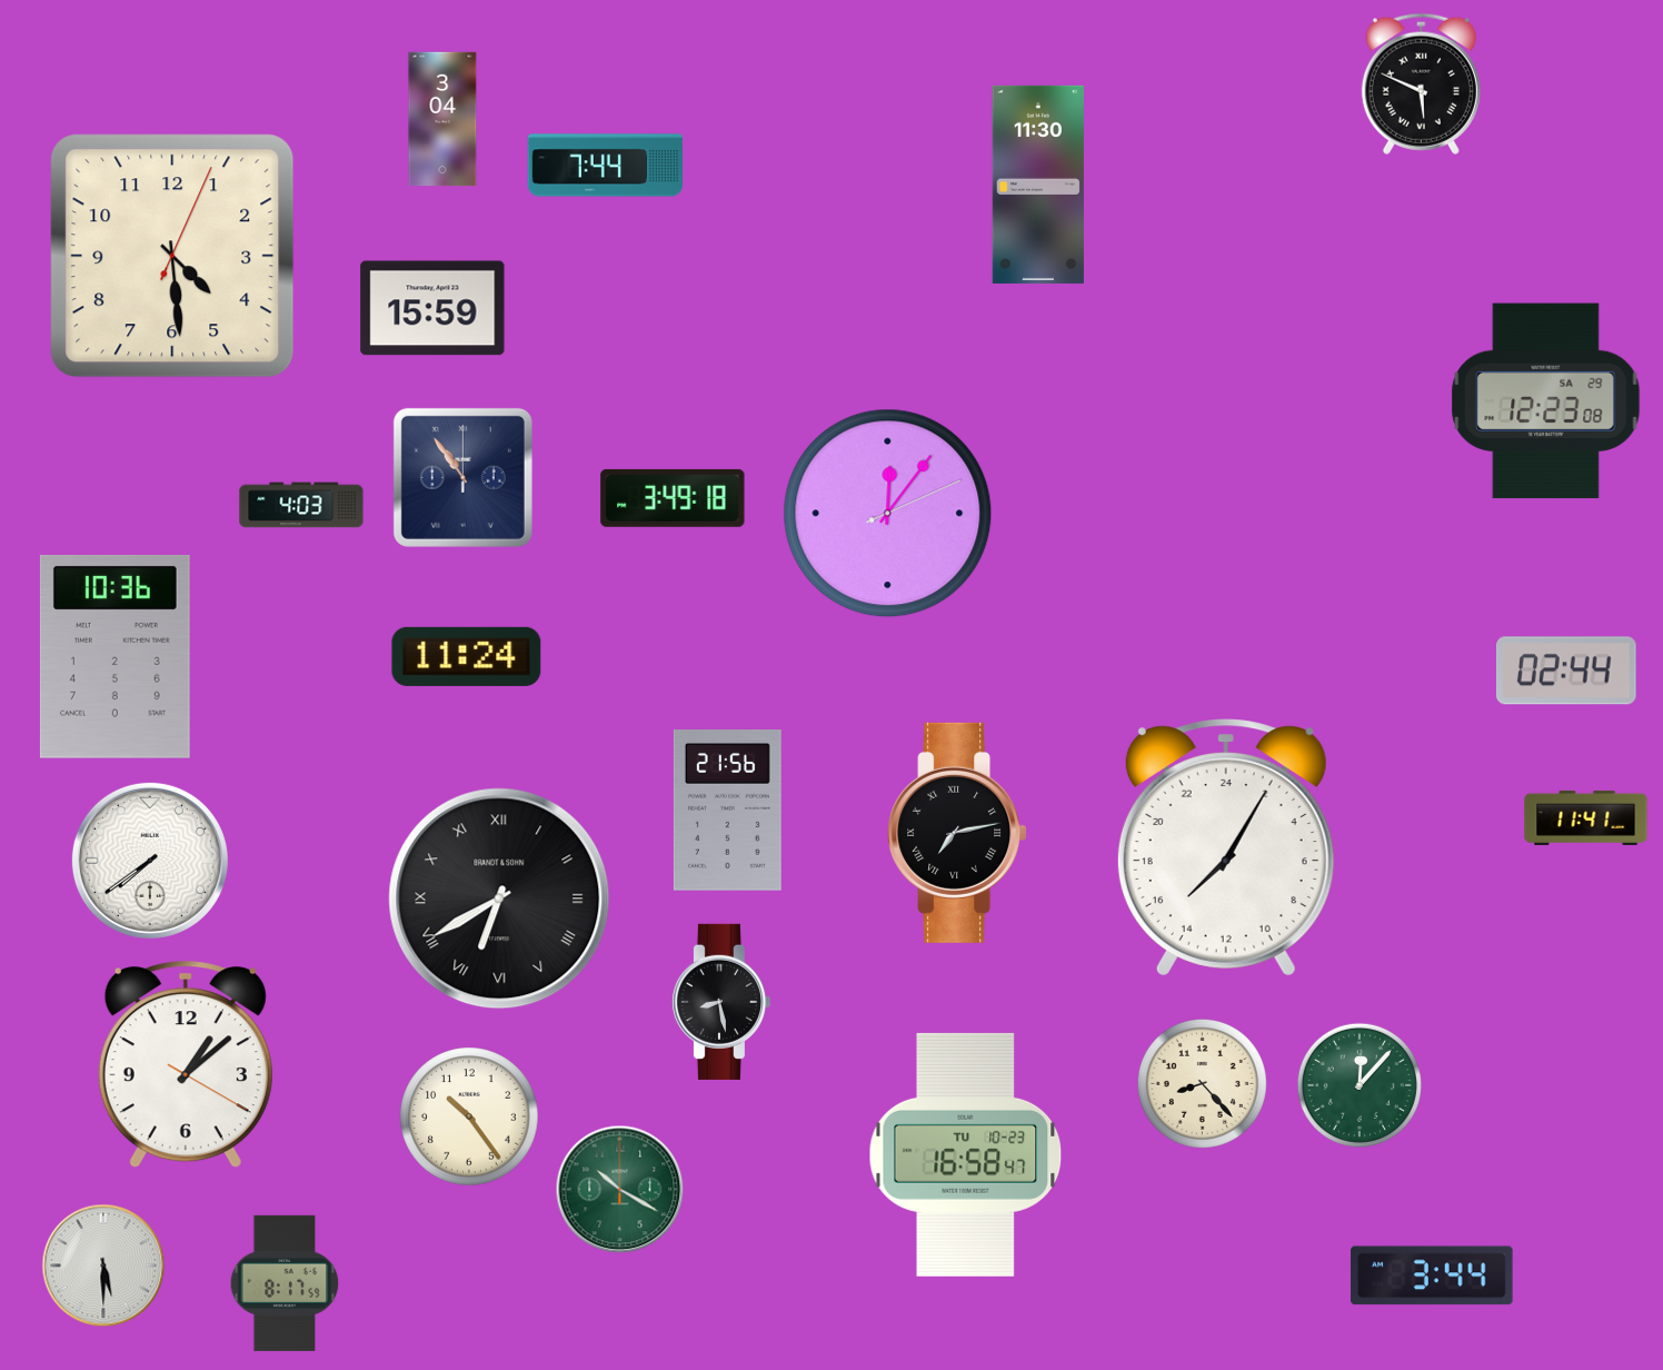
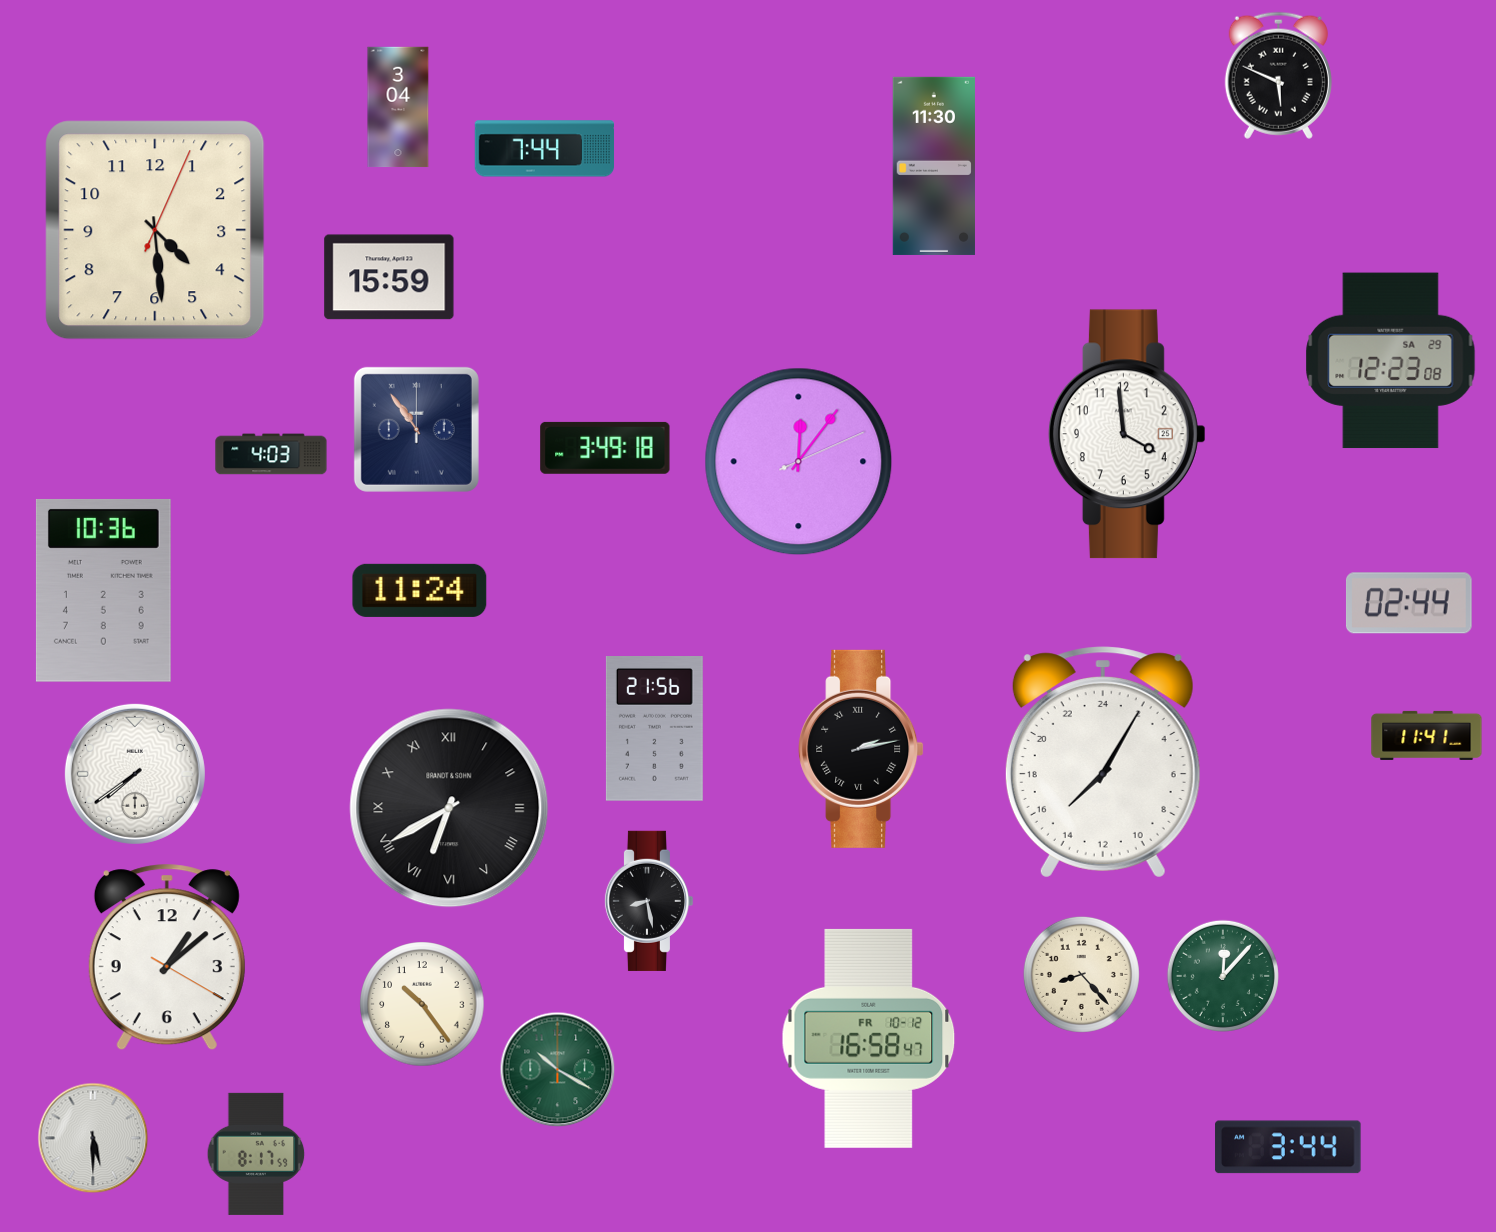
clock at (1127, 434): none -> 3:59
clock at (957, 833): 7:13 -> 2:13
clock at (966, 1154) date: TU 10-23 -> FR 10-12
